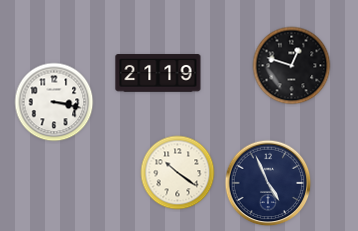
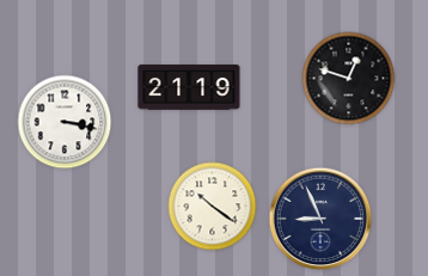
clock at (268, 183): 4:56 -> 8:56
